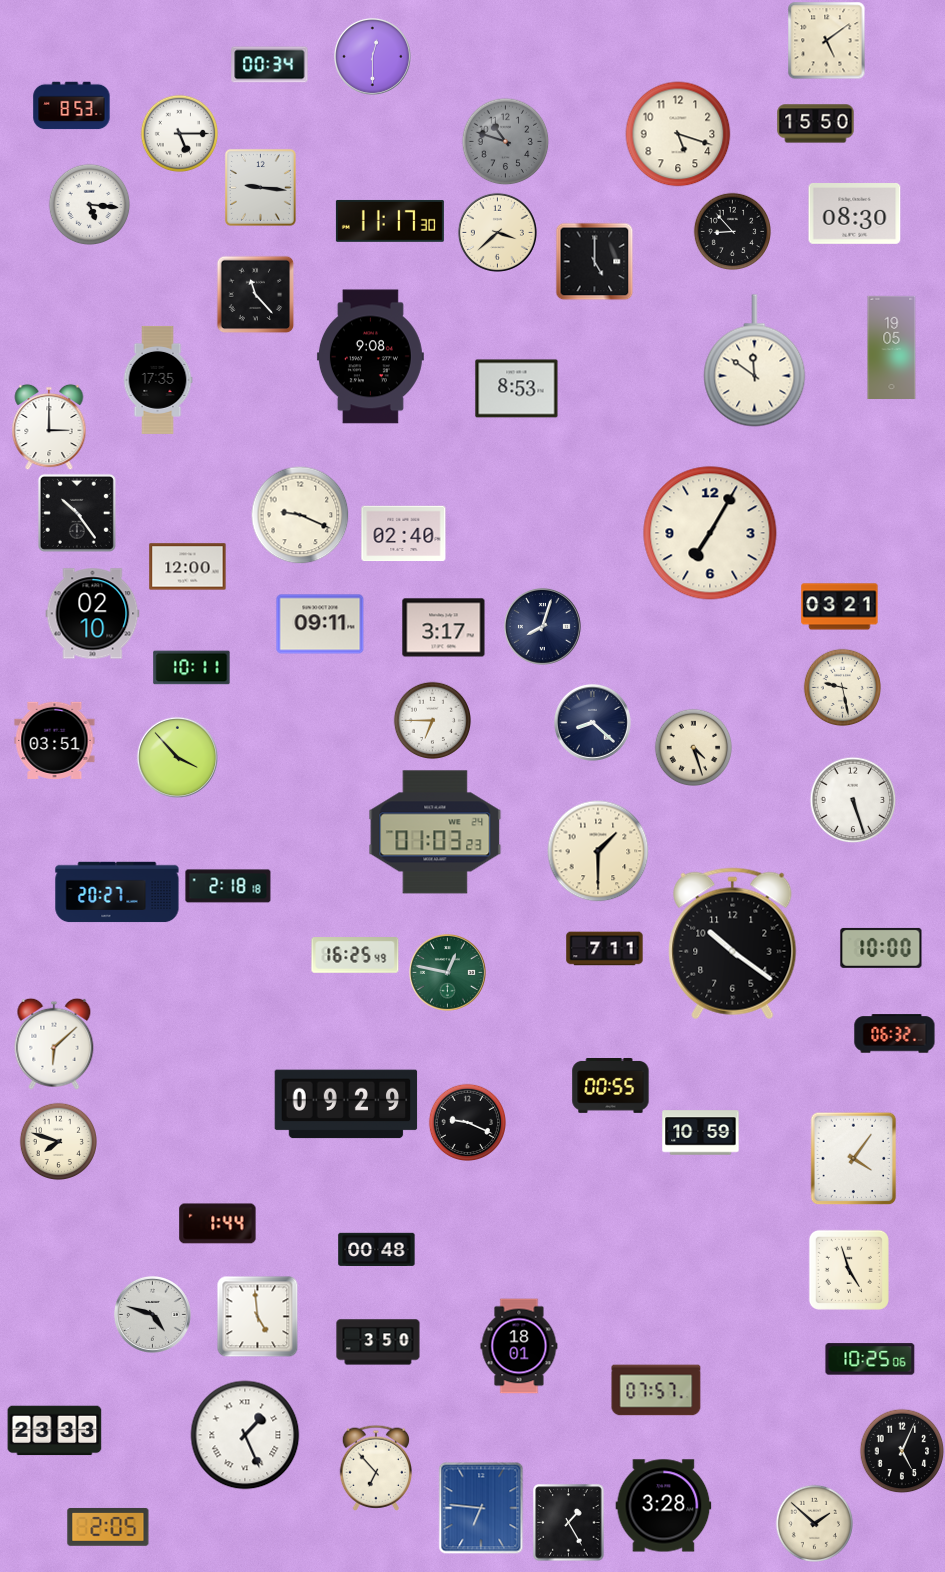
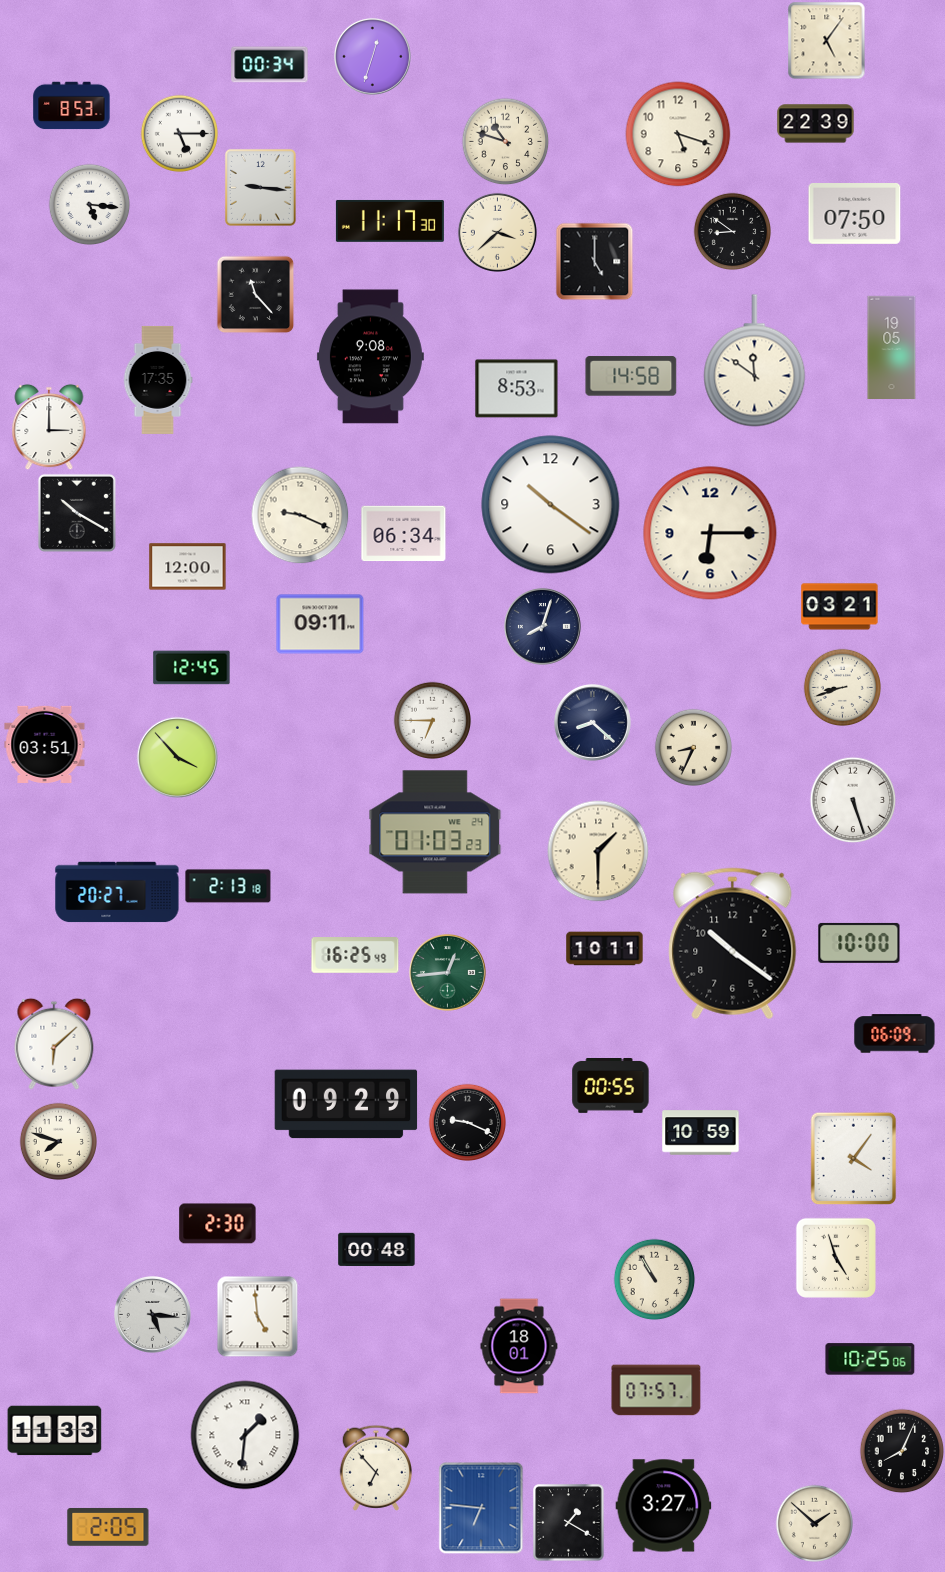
clock at (826, 40): 5:09 -> 5:06
clock at (372, 56): 12:30 -> 12:33
clock at (816, 124): 15:50 -> 22:39
clock at (505, 141) dial: grey -> cream
clock at (855, 214): 08:30 -> 07:50
clock at (732, 231): 8:53 -> 8:51
clock at (631, 376): none -> 14:58
clock at (551, 505): none -> 10:21
clock at (77, 513): 10:24 -> 10:20
clock at (710, 533): 7:05 -> 6:15
clock at (404, 534): 02:40 -> 06:34
clock at (93, 614): 02:10 -> none
clock at (444, 628): 3:17 -> none
clock at (192, 668): 10:11 -> 12:45
clock at (842, 687): 9:28 -> 8:42
clock at (55, 740) position: (55, 740) -> (45, 744)
clock at (693, 747): 4:27 -> 8:34
clock at (228, 886): 2:18 -> 2:13
clock at (881, 948) position: (881, 948) -> (859, 943)
clock at (605, 949): 7:11 -> 10:11
clock at (447, 972): 12:47 -> 12:44
clock at (895, 1034): 06:32 -> 06:09
clock at (218, 1224): 1:44 -> 2:30
clock at (849, 1270) position: (849, 1270) -> (836, 1258)
clock at (654, 1279): none -> 10:55
clock at (152, 1314): 4:48 -> 5:16
clock at (378, 1342): 3:50 -> none
clock at (55, 1431): 23:33 -> 11:33
clock at (245, 1435): 1:26 -> 1:31
clock at (902, 1451): 5:04 -> 8:04
clock at (664, 1506): 3:28 -> 3:27
clock at (569, 1523): 1:25 -> 1:20
